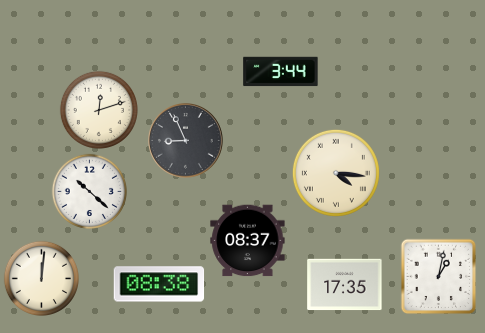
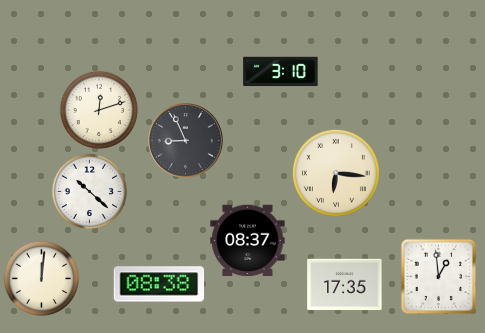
clock at (281, 72): 3:44 -> 3:10
clock at (336, 173): 4:16 -> 6:16
clock at (439, 277): 1:02 -> 12:59
